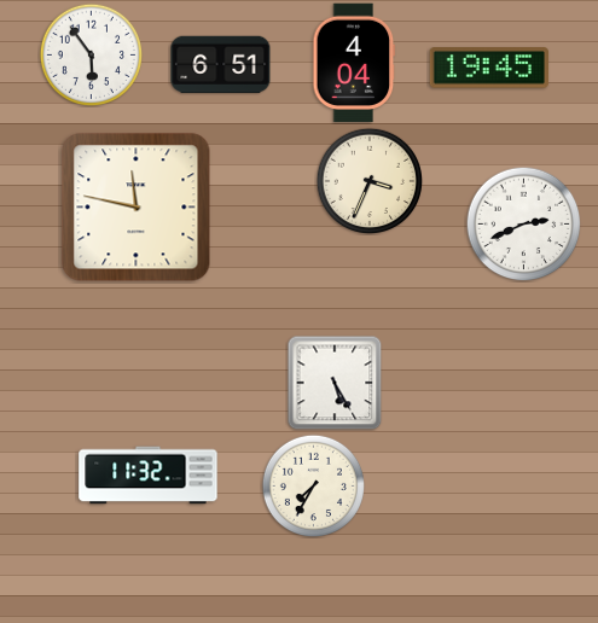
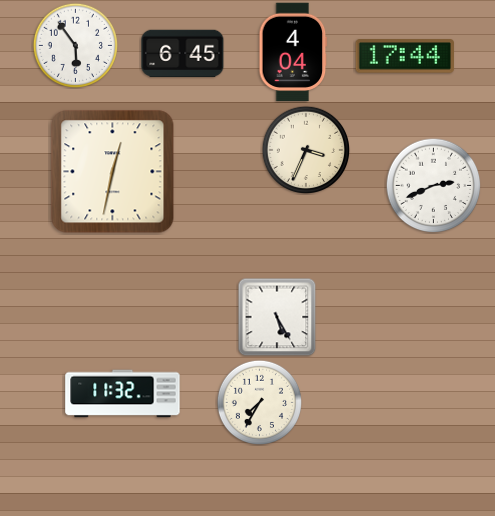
clock at (221, 64): 6:51 -> 6:45
clock at (488, 68): 19:45 -> 17:44
clock at (137, 208): 11:47 -> 12:32
